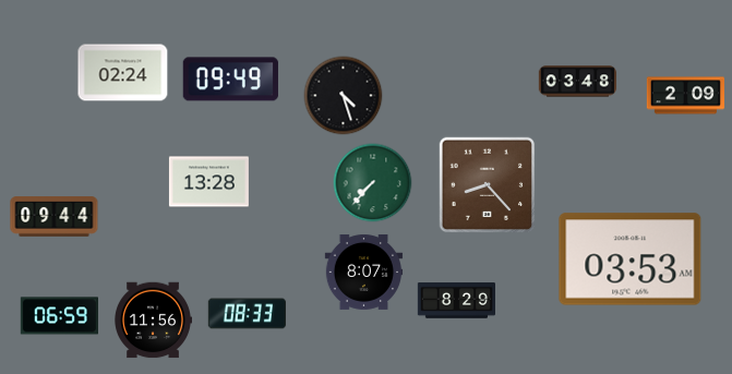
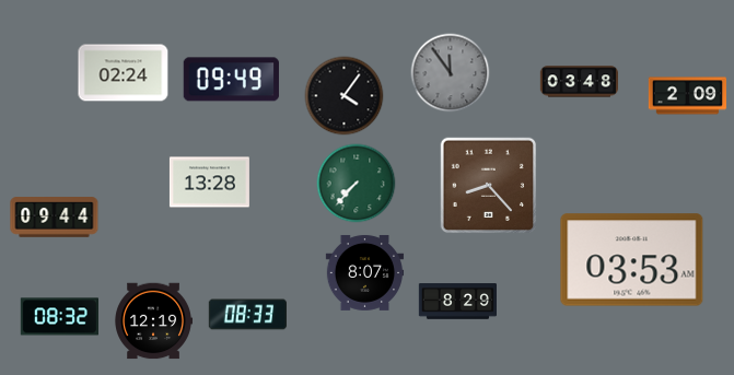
clock at (451, 73): none -> 11:54
clock at (344, 96): 4:27 -> 4:06
clock at (373, 183) position: (373, 183) -> (357, 184)
clock at (59, 316): 06:59 -> 08:32
clock at (153, 321): 11:56 -> 12:19
